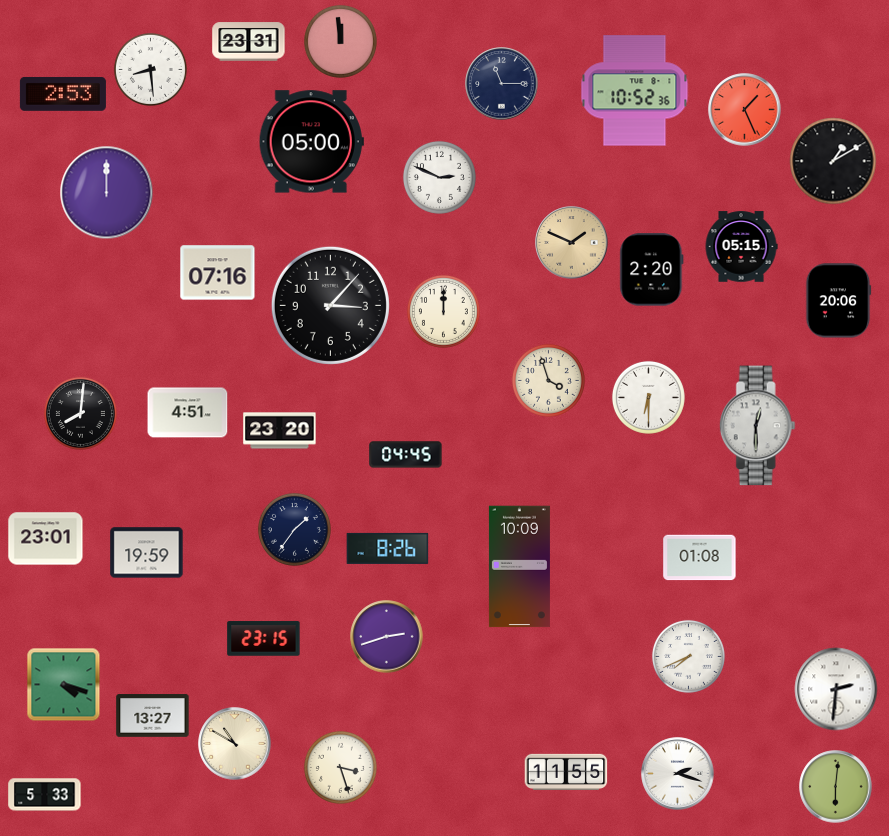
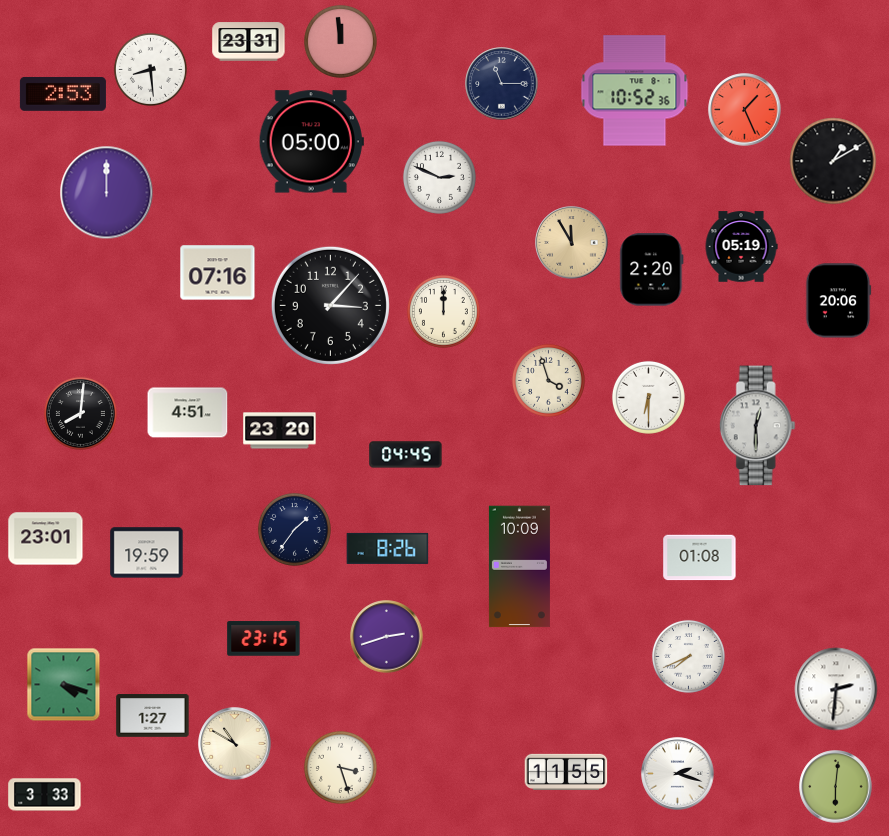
clock at (572, 243): 1:49 -> 11:55
clock at (741, 247): 05:15 -> 05:19
clock at (153, 716): 13:27 -> 1:27
clock at (45, 795): 5:33 -> 3:33
